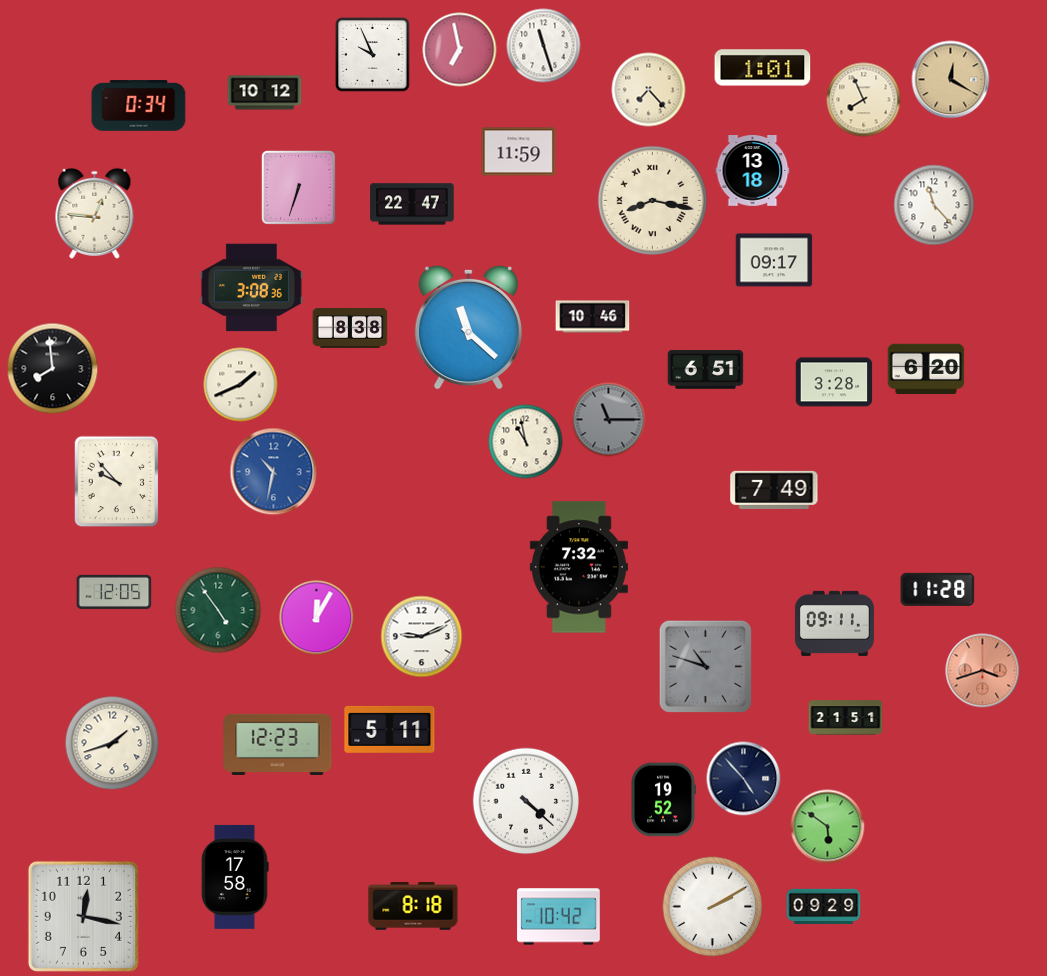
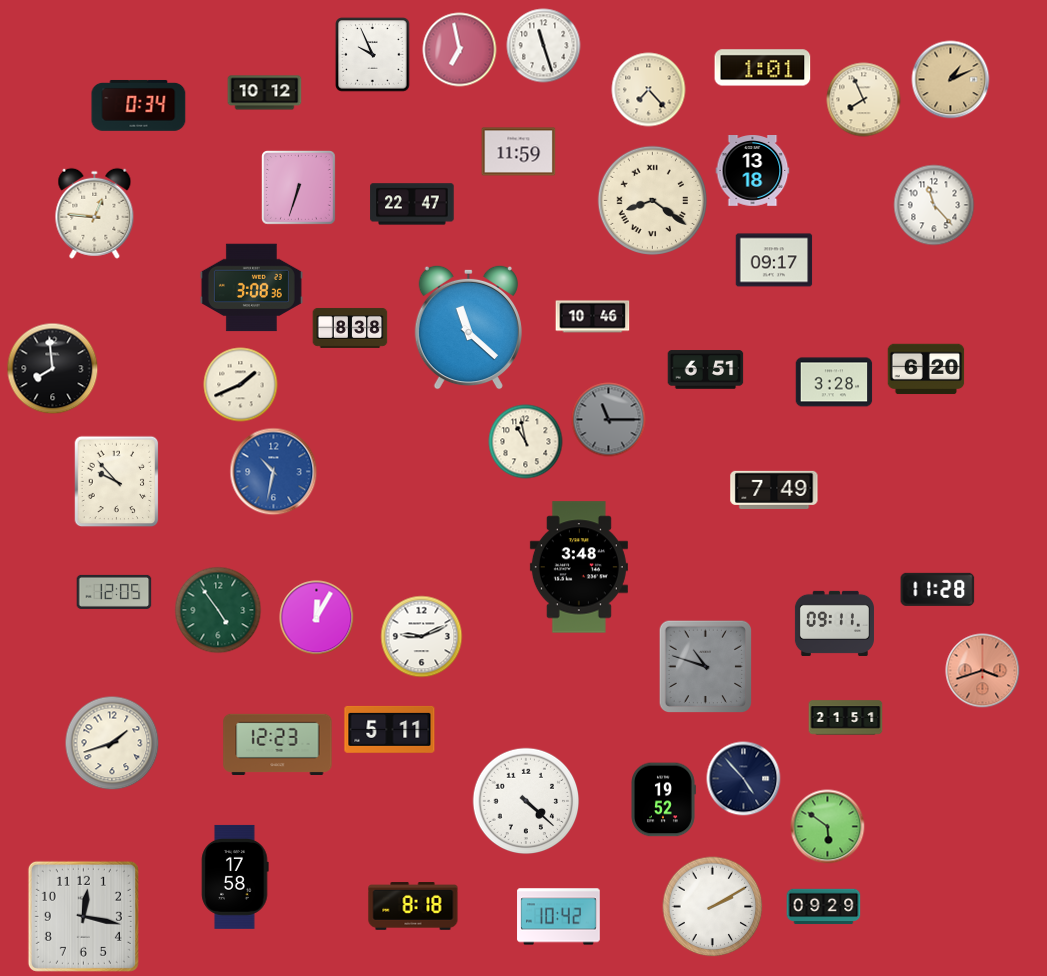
clock at (951, 80): 12:20 -> 1:11
clock at (652, 200): 8:17 -> 8:21
clock at (579, 567): 7:32 -> 3:48
